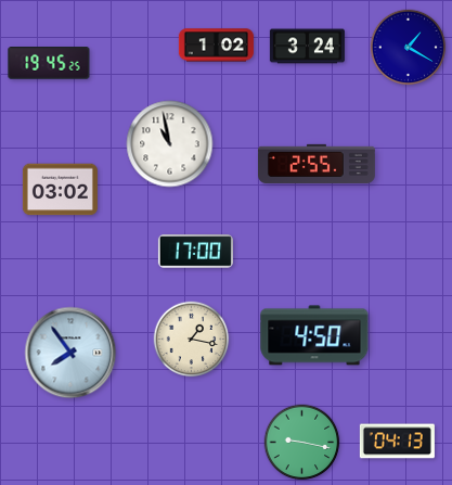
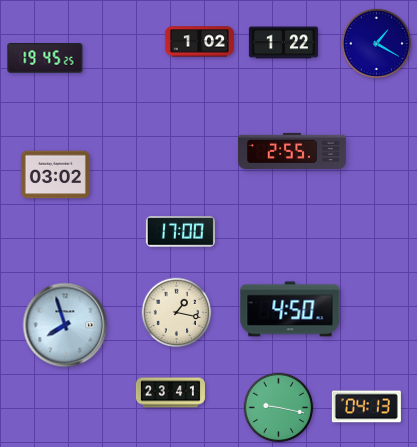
clock at (307, 47): 3:24 -> 1:22
clock at (170, 144): 10:58 -> none
clock at (70, 353): 7:54 -> 7:57
clock at (170, 393): none -> 23:41
